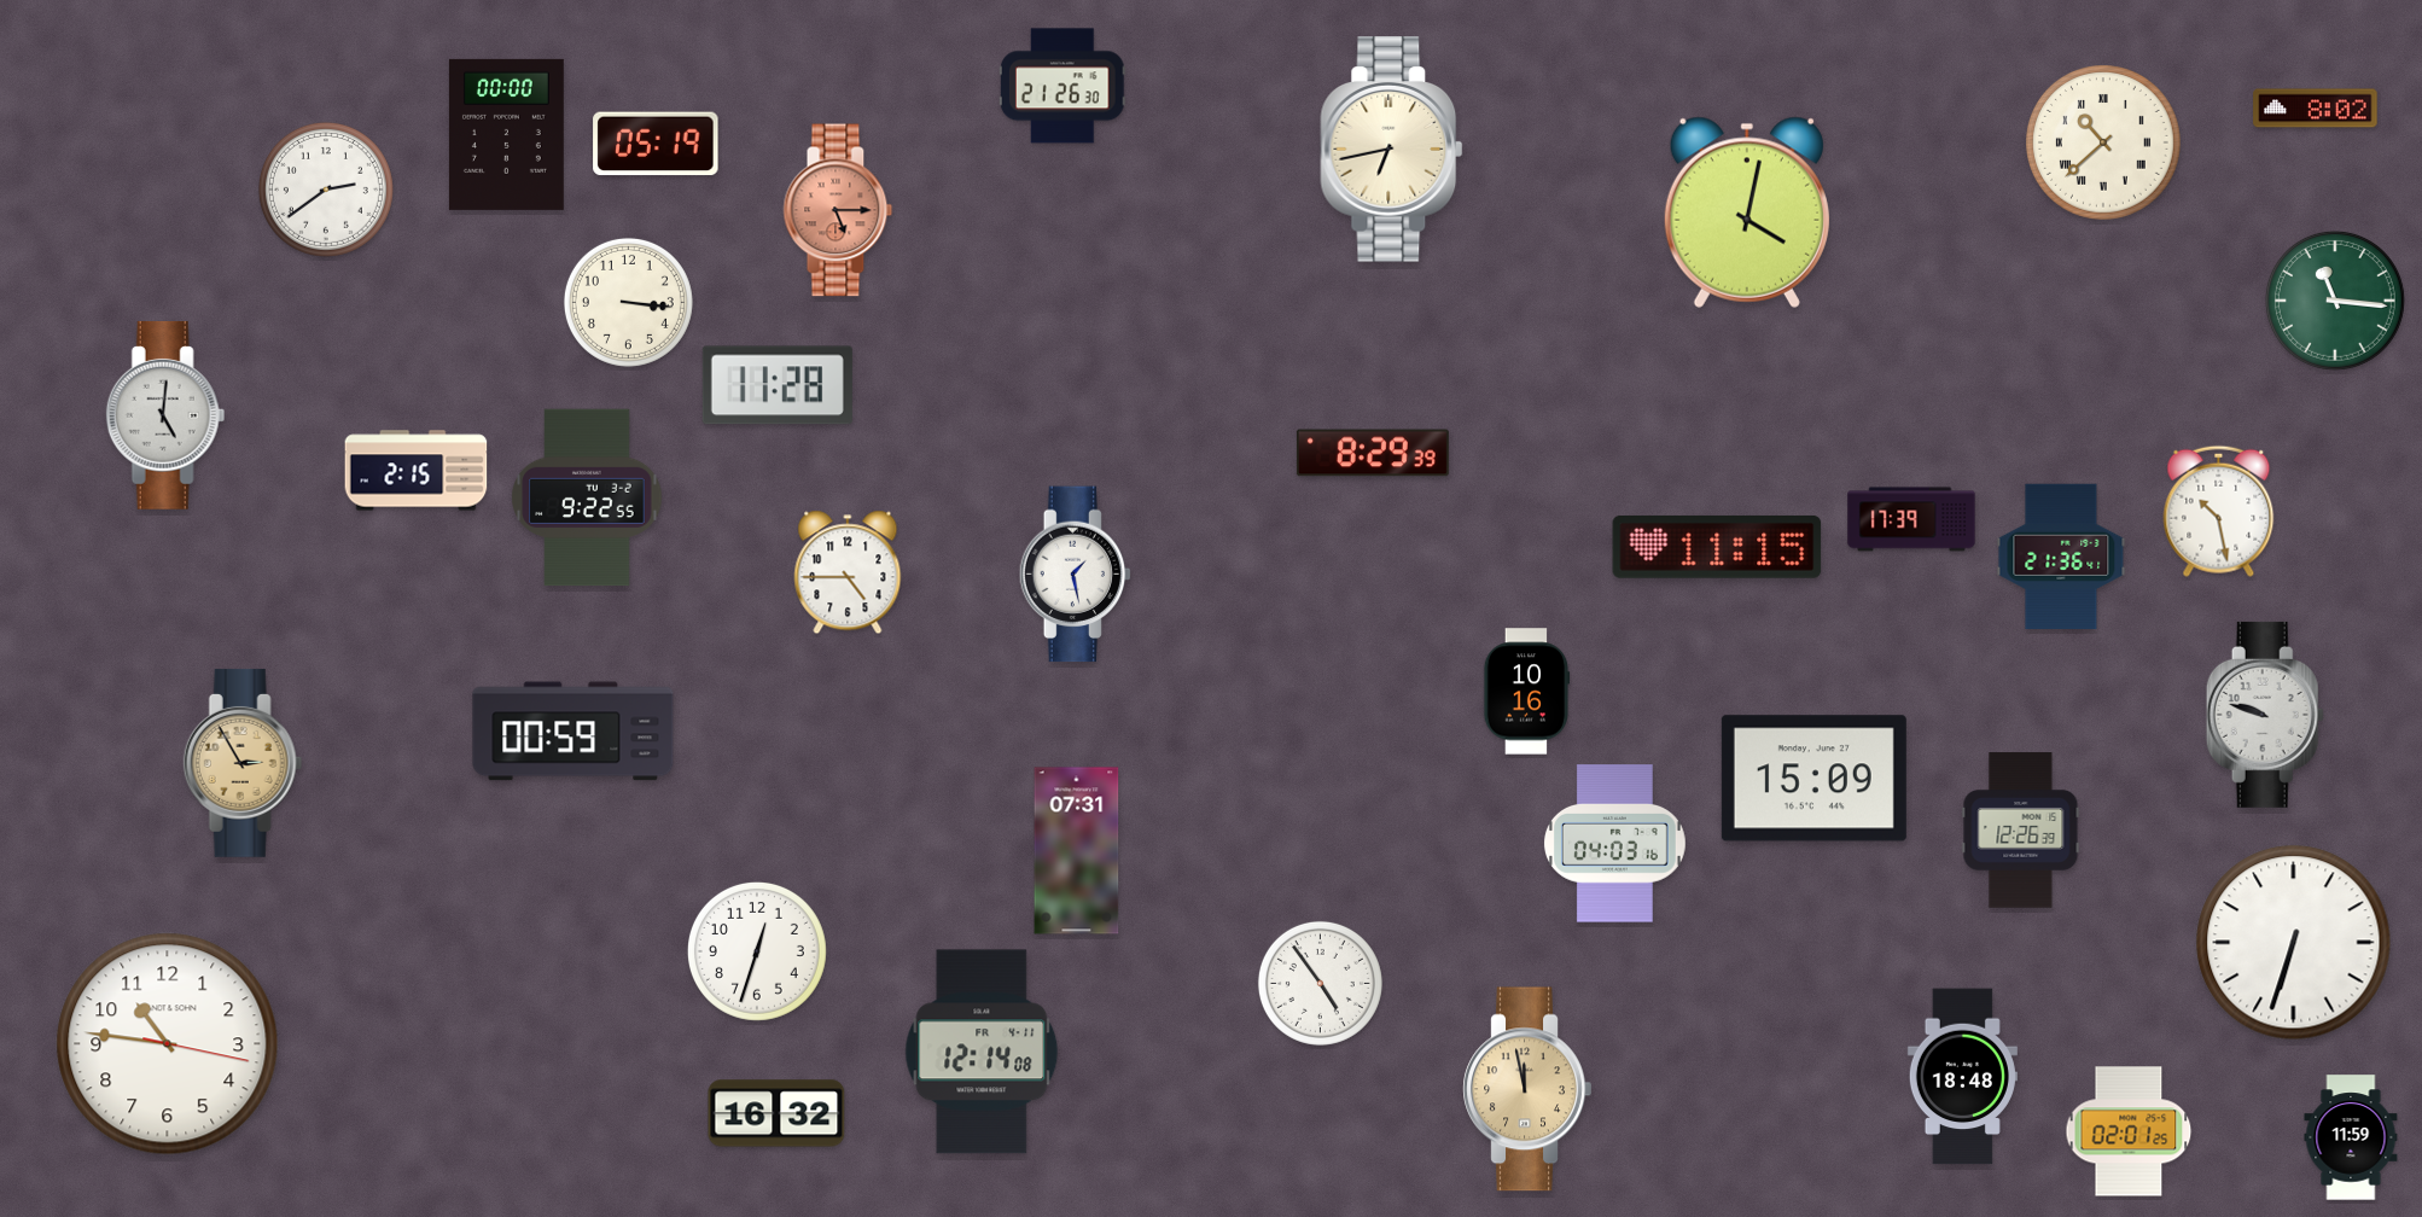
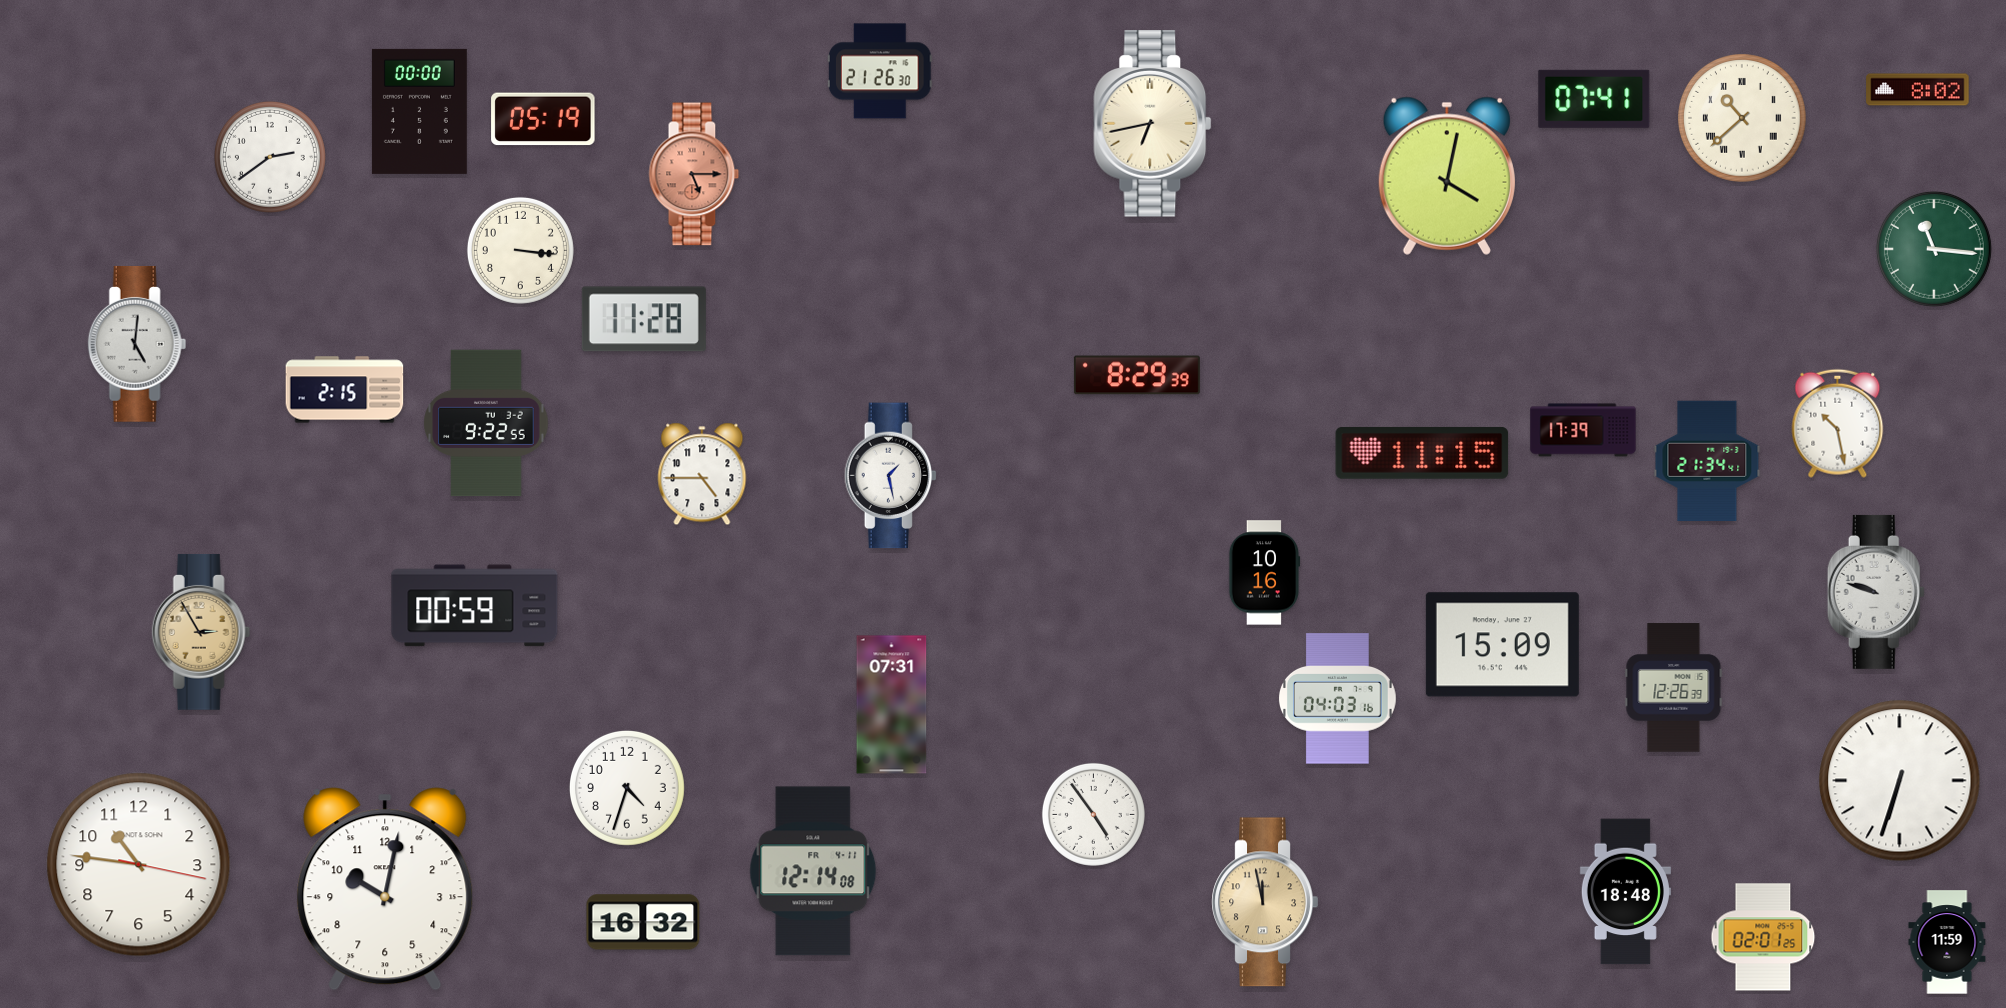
clock at (1594, 99): none -> 07:41
clock at (587, 497) position: (587, 497) -> (486, 423)
clock at (2061, 557): 21:36 -> 21:34
clock at (757, 951): 12:33 -> 4:33
clock at (385, 889): none -> 10:02
